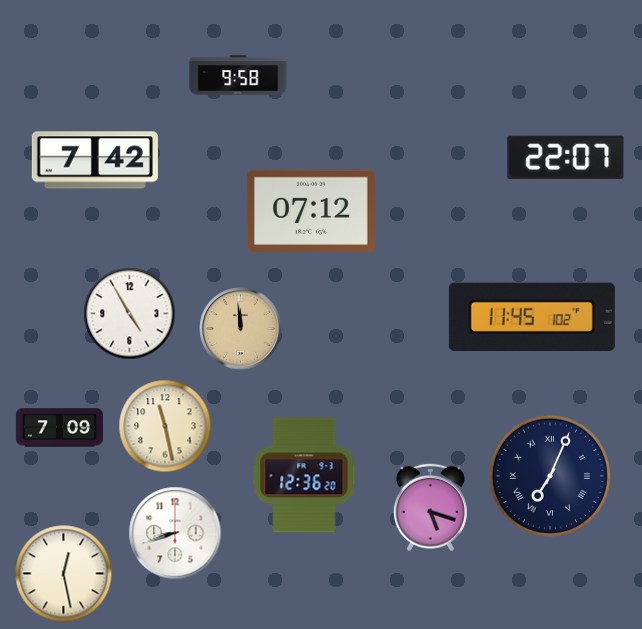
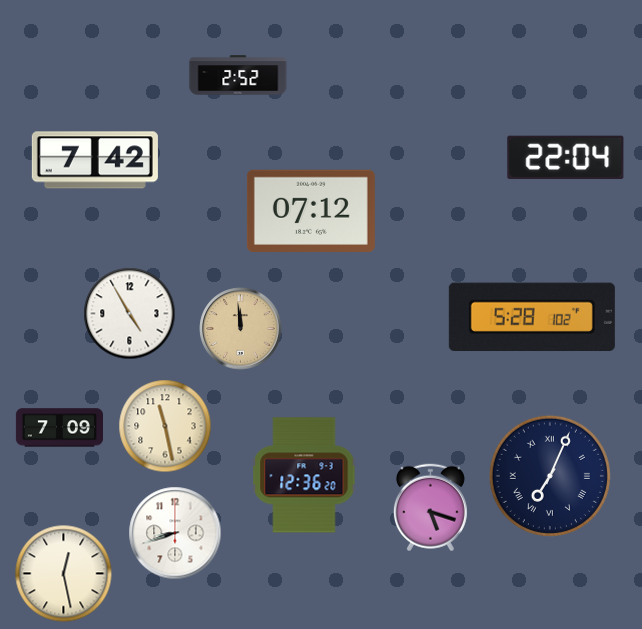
clock at (238, 75): 9:58 -> 2:52
clock at (566, 157): 22:07 -> 22:04
clock at (532, 317): 11:45 -> 5:28
